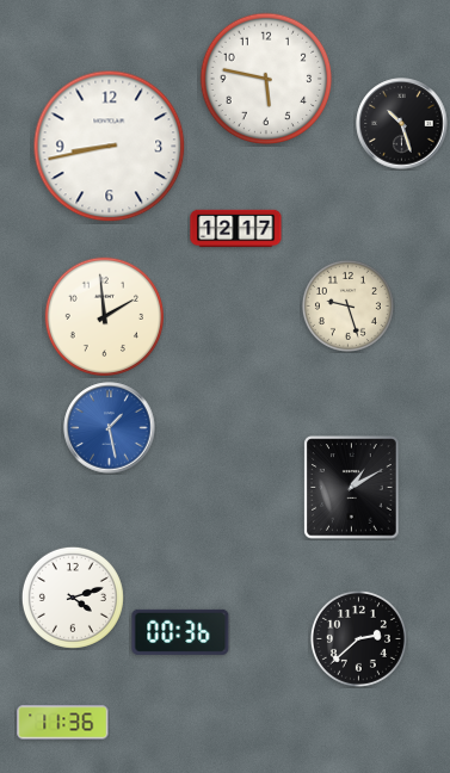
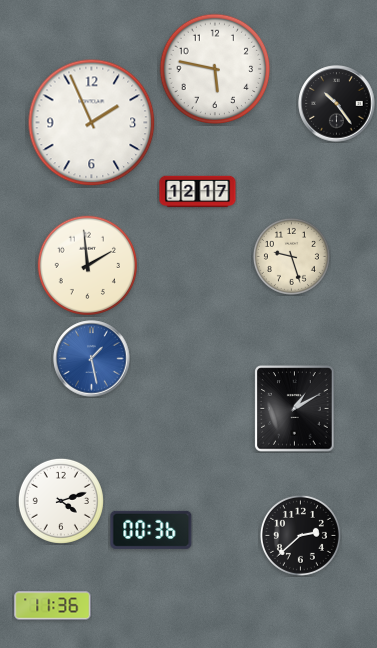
clock at (266, 79) position: (266, 79) -> (215, 69)
clock at (402, 124): 10:27 -> 10:24
clock at (110, 147): 8:43 -> 1:56
